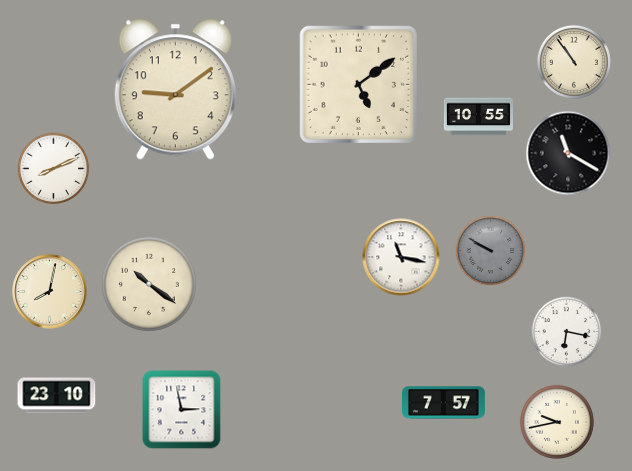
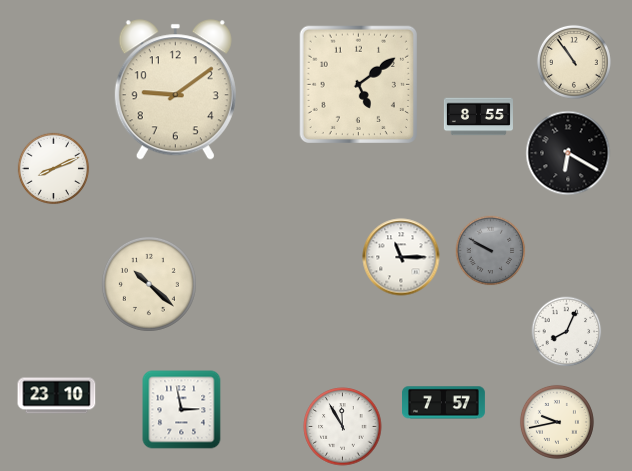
clock at (478, 117): 10:55 -> 8:55
clock at (568, 153): 11:20 -> 6:20
clock at (401, 257): 11:17 -> 11:15
clock at (149, 284): 10:21 -> 10:22
clock at (50, 292): 8:02 -> none
clock at (567, 332): 6:17 -> 8:04
clock at (343, 427): none -> 11:55
